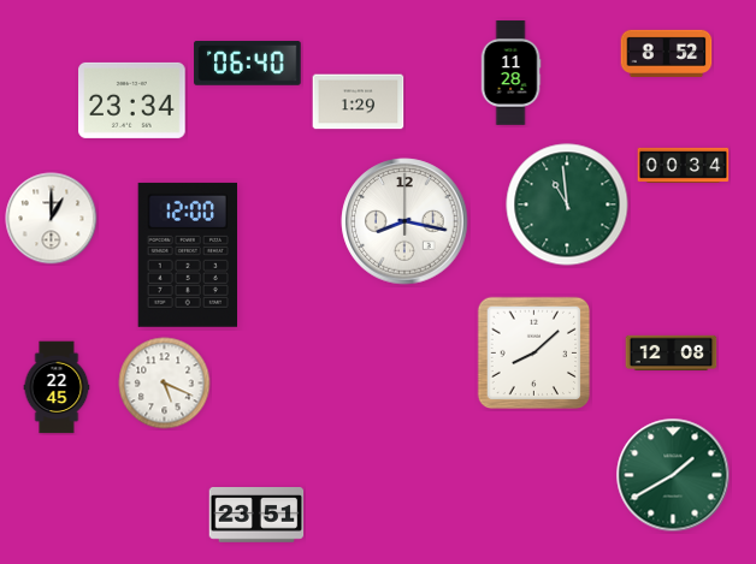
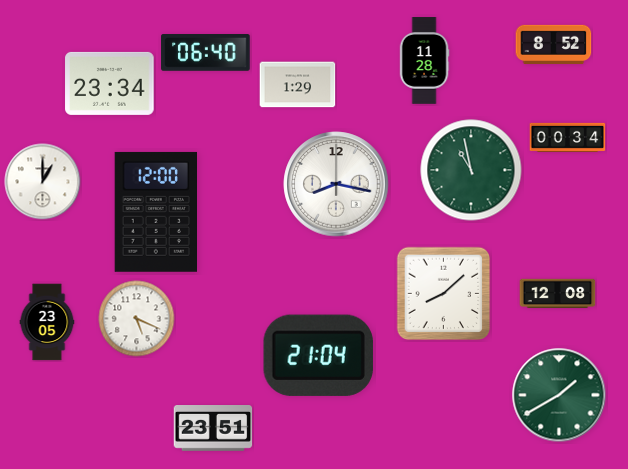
clock at (567, 204): 10:59 -> 10:58
clock at (57, 387): 22:45 -> 23:05
clock at (318, 355): none -> 21:04
